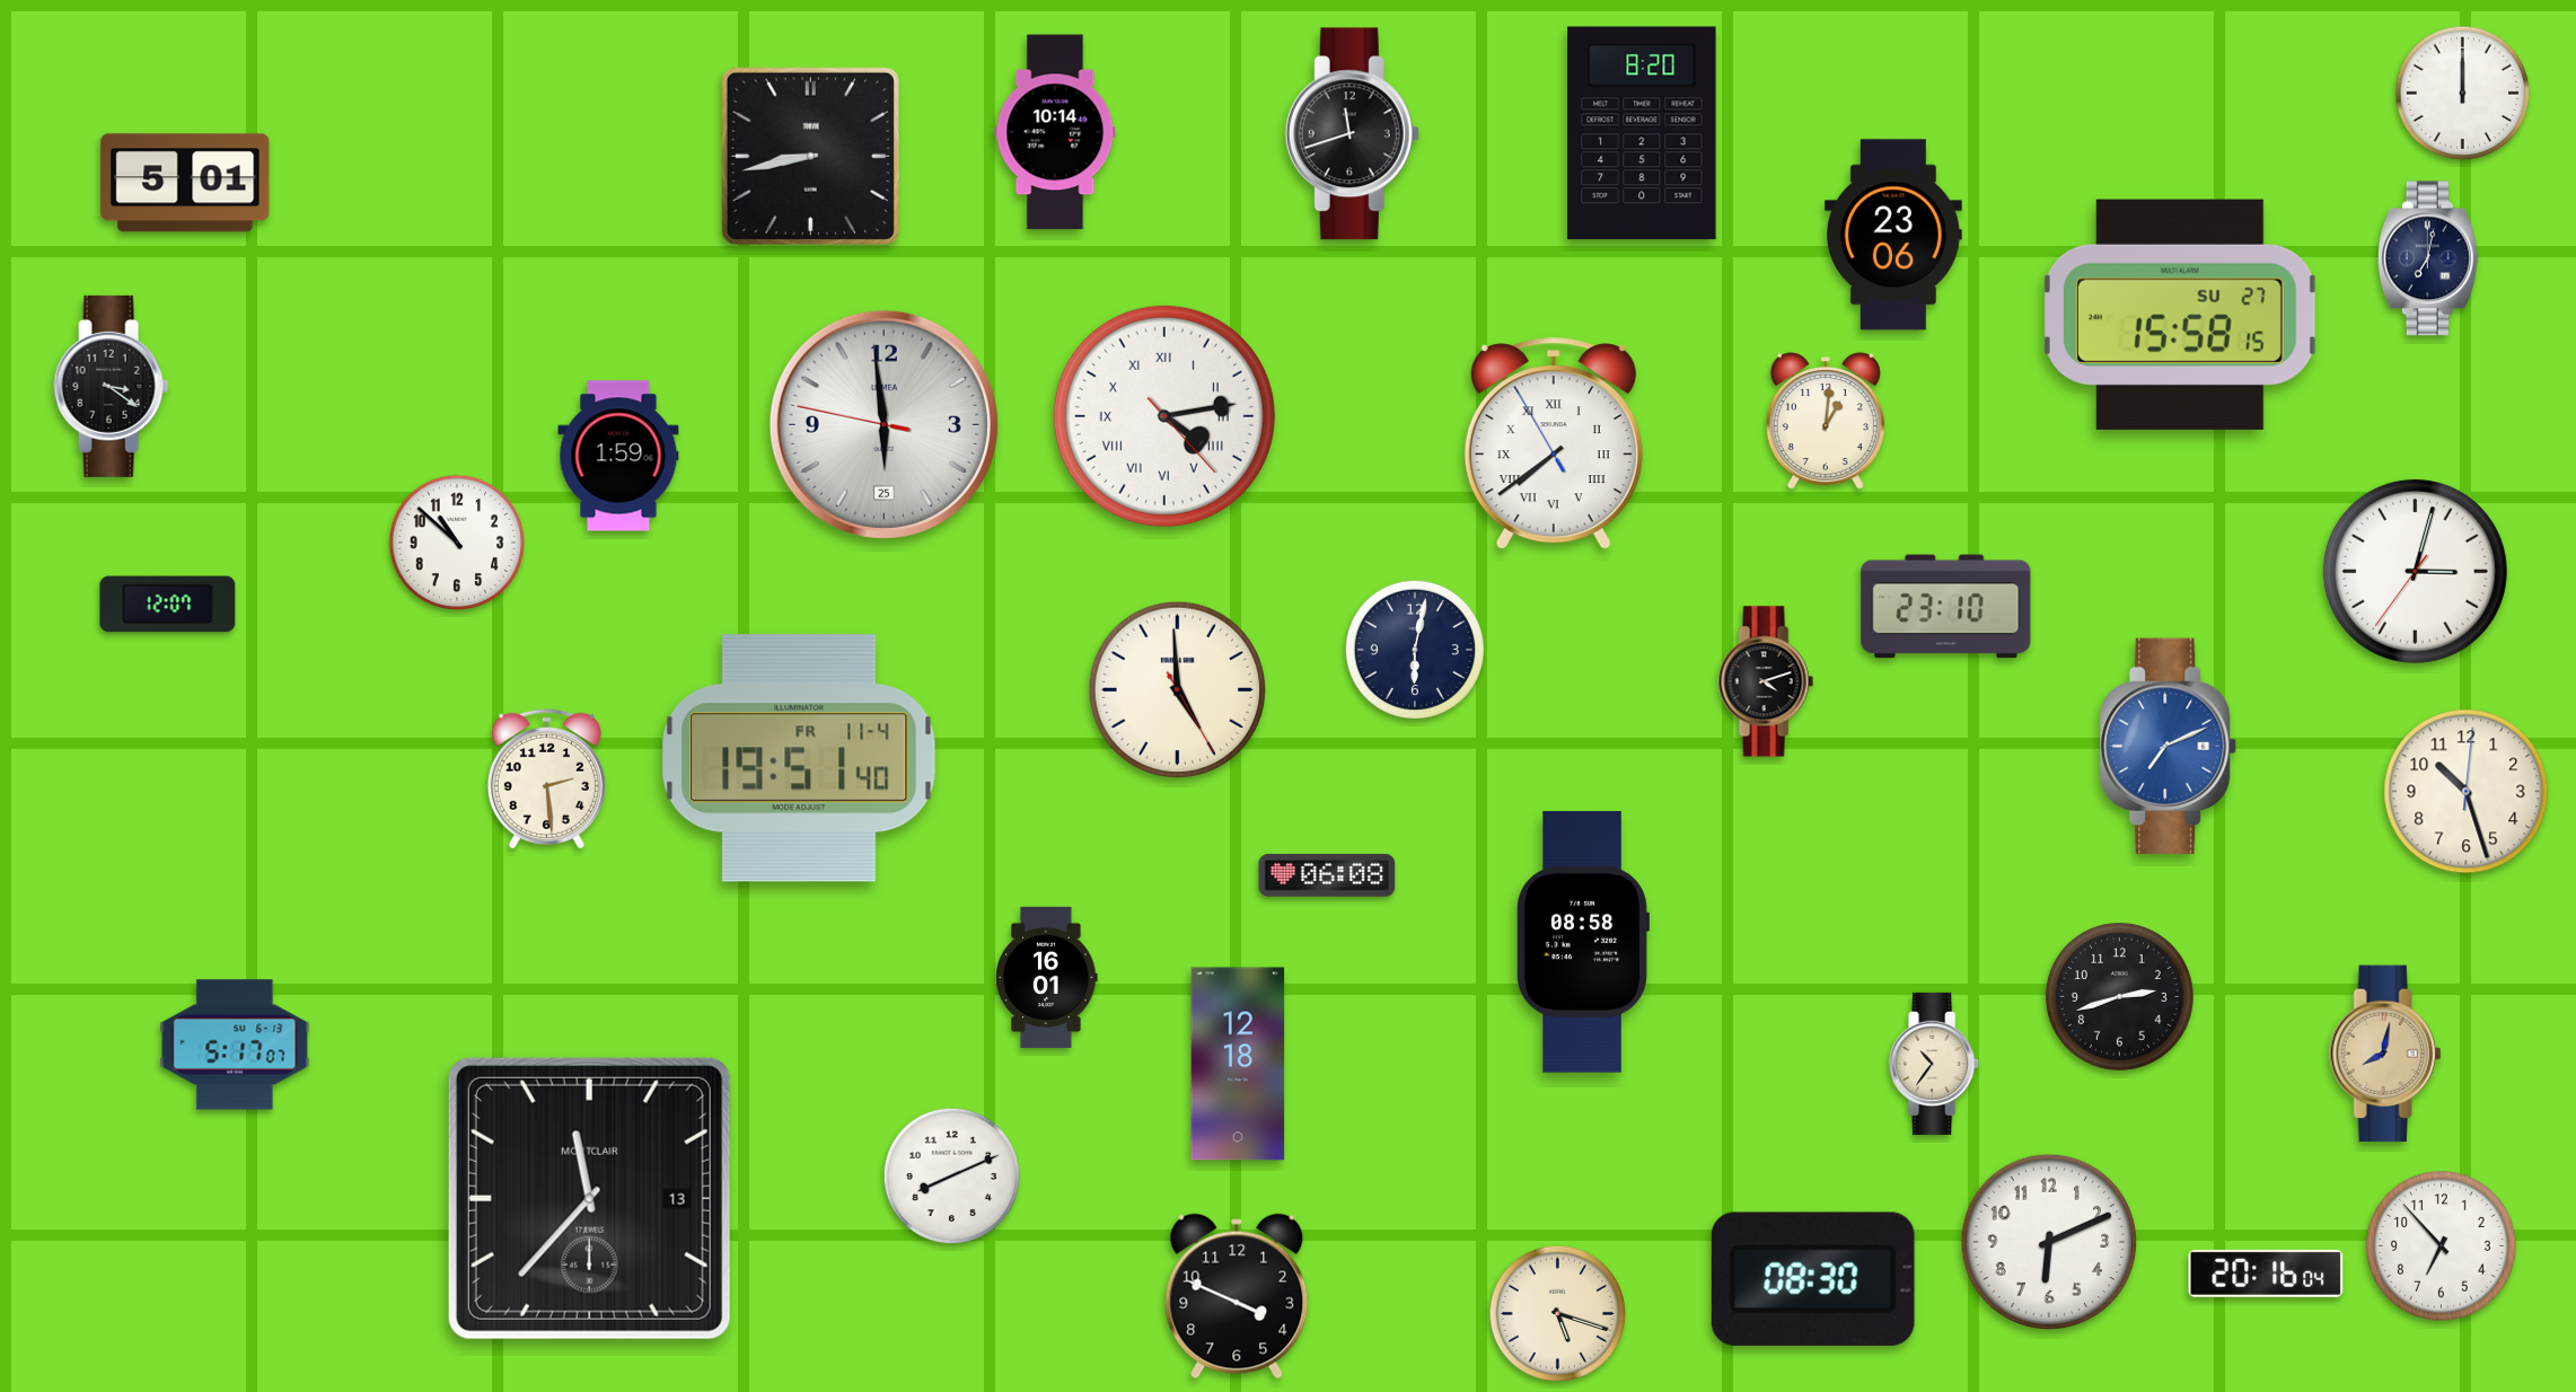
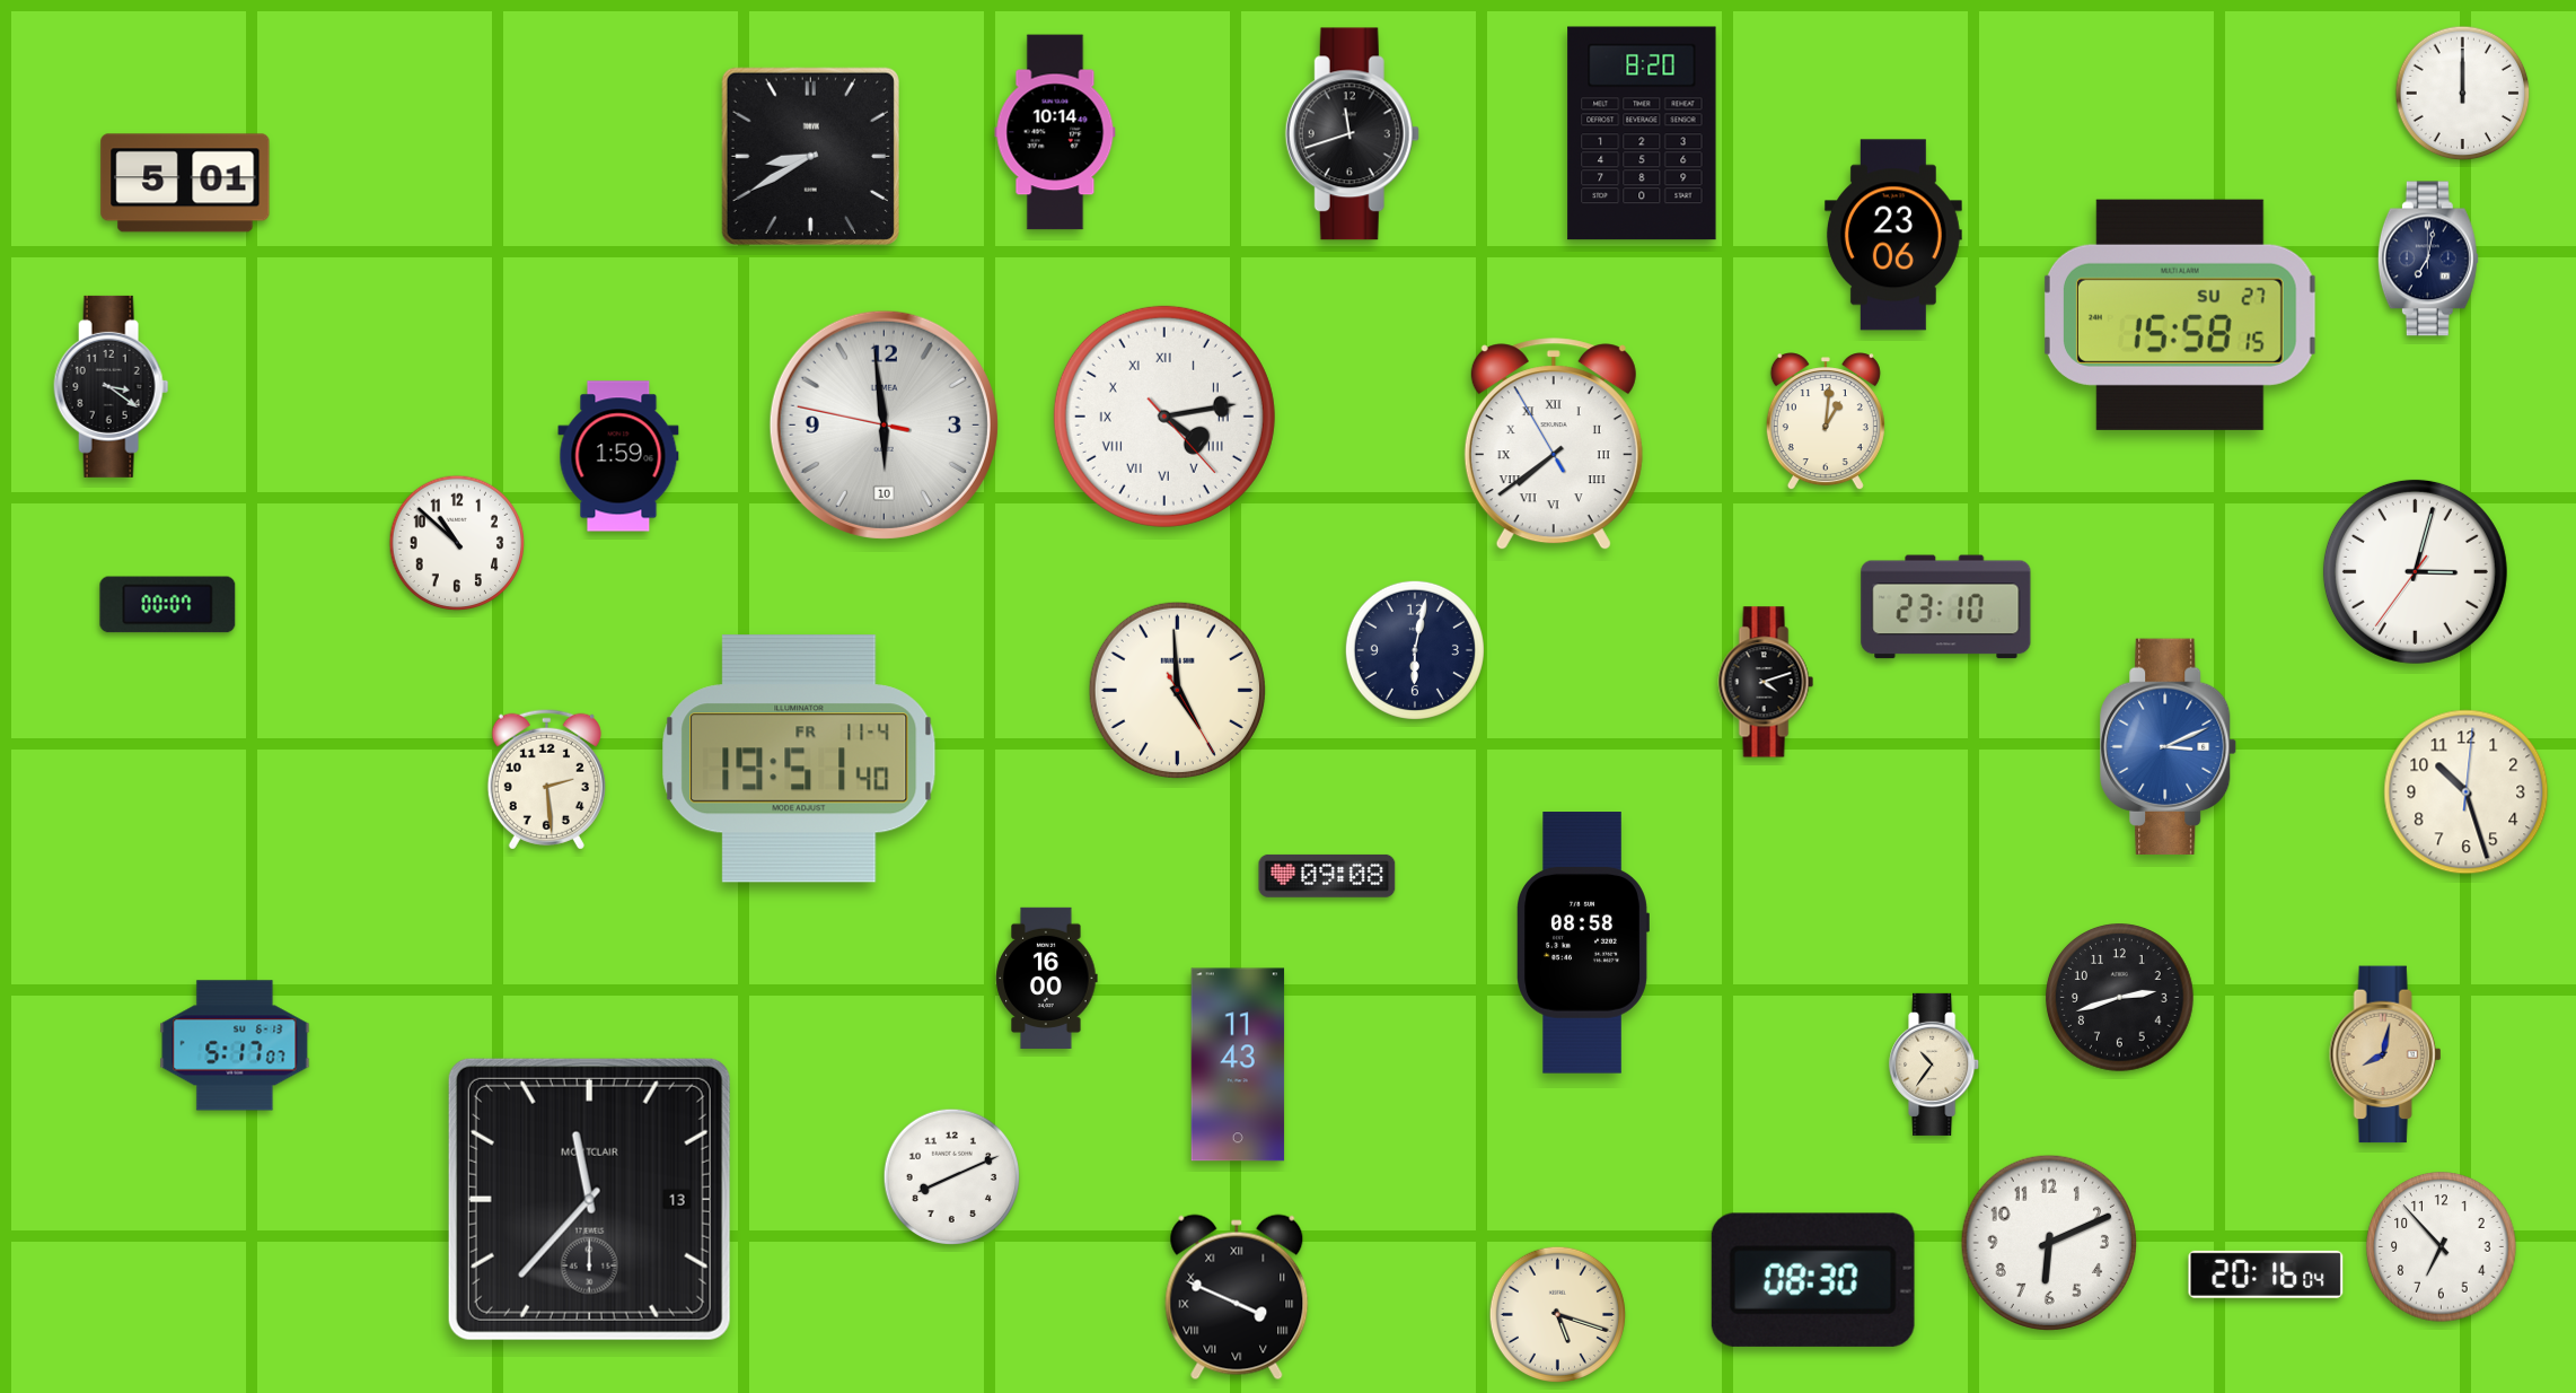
clock at (810, 156): 8:43 -> 8:40
clock at (883, 424) date: 25 -> 10
clock at (168, 605): 12:07 -> 00:07
clock at (2169, 746): 7:11 -> 3:11
clock at (1327, 875): 06:08 -> 09:08
clock at (1047, 977): 16:01 -> 16:00
clock at (1238, 1064): 12:18 -> 11:43
clock at (1237, 1296) numerals: Arabic -> Roman
